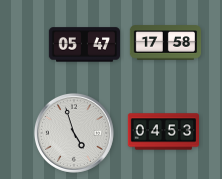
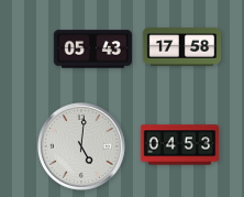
clock at (84, 45): 05:47 -> 05:43
clock at (74, 133): 4:57 -> 5:01
